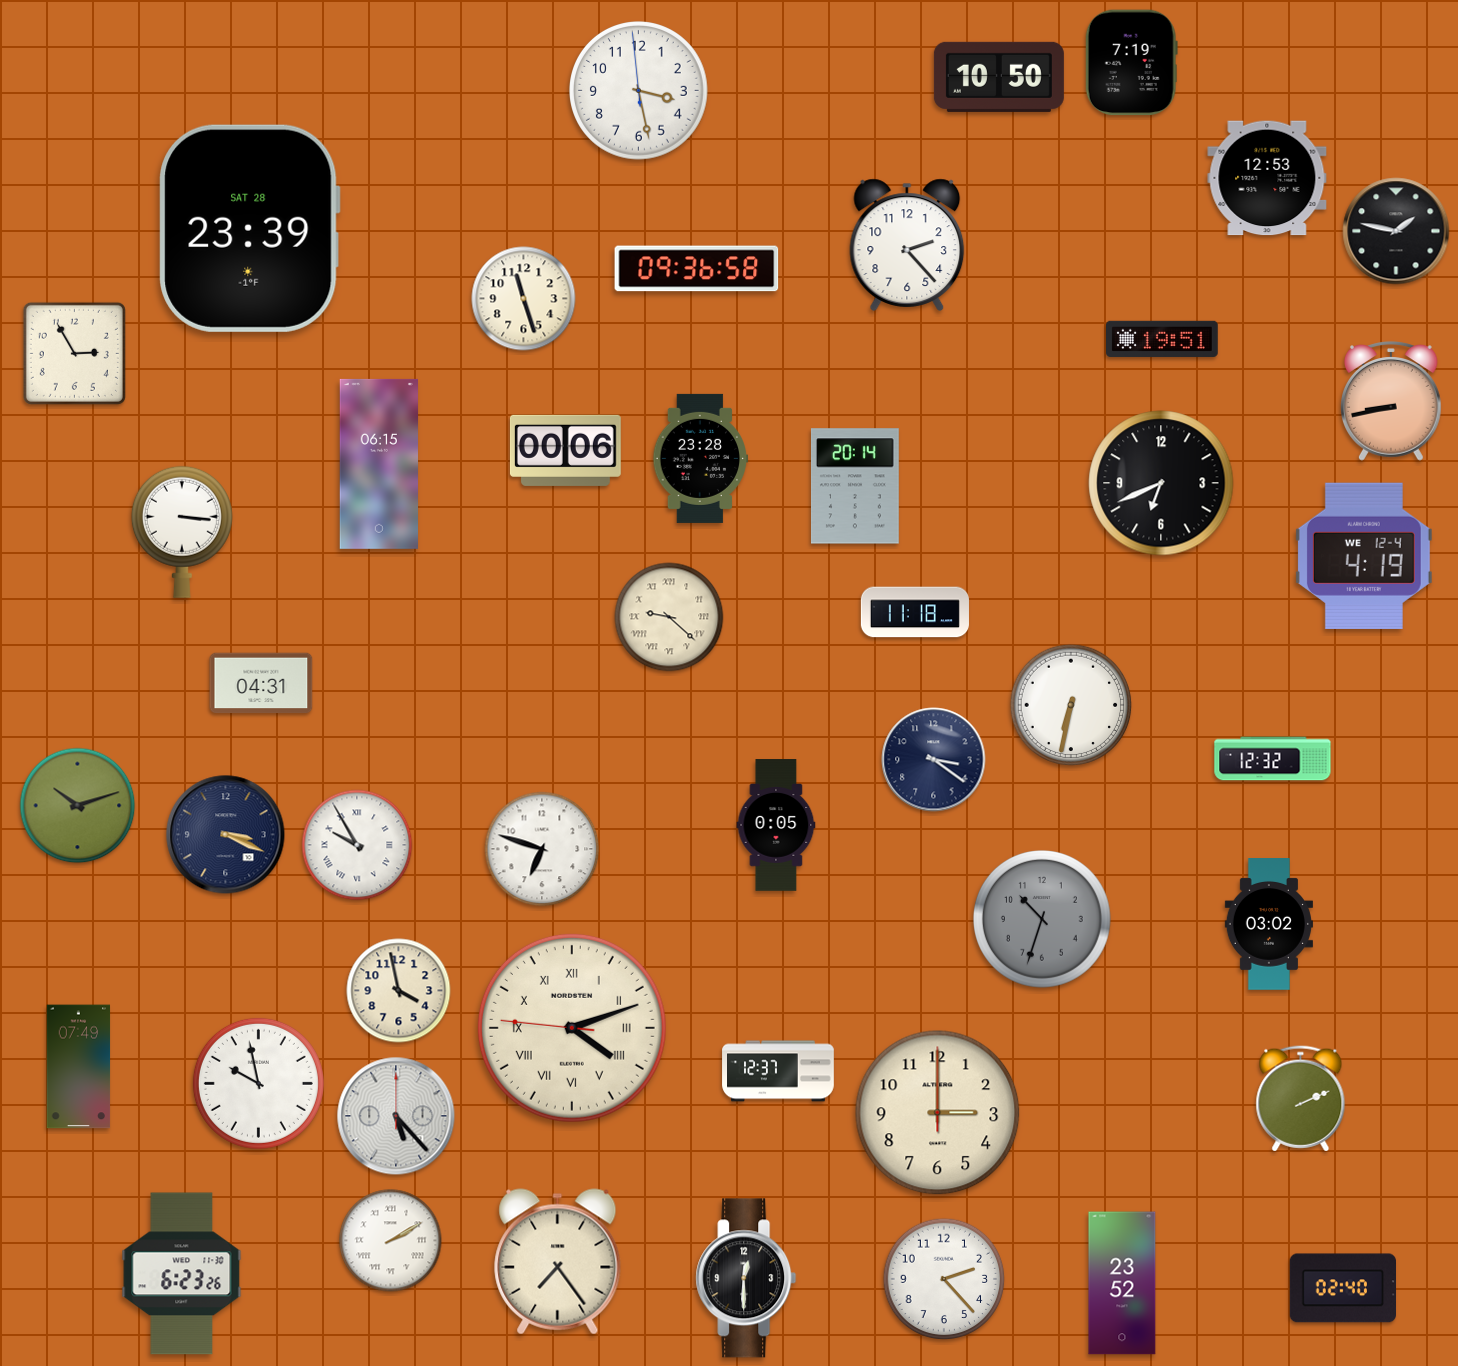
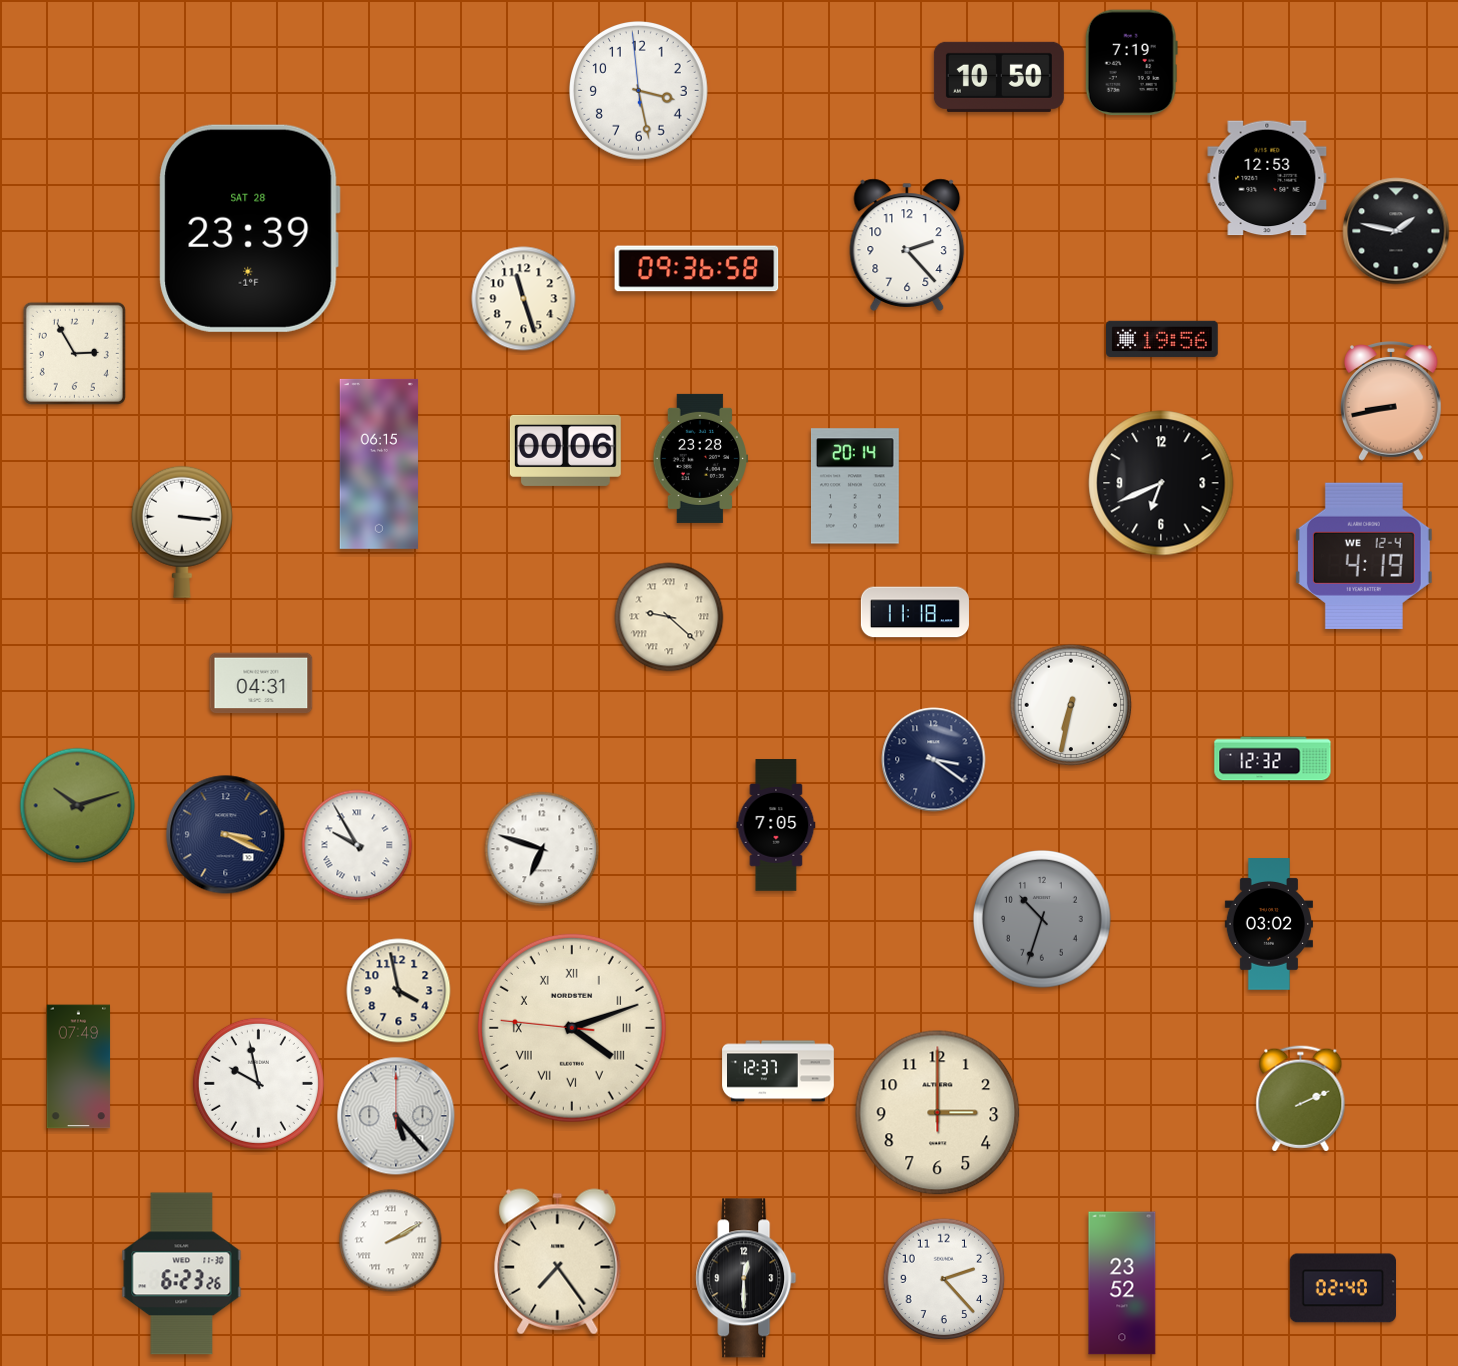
clock at (1163, 339): 19:51 -> 19:56
clock at (776, 825): 0:05 -> 7:05
